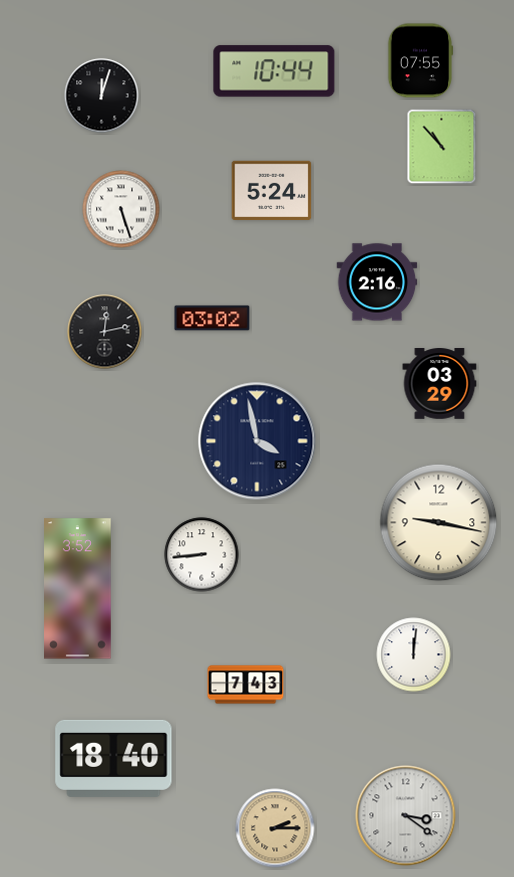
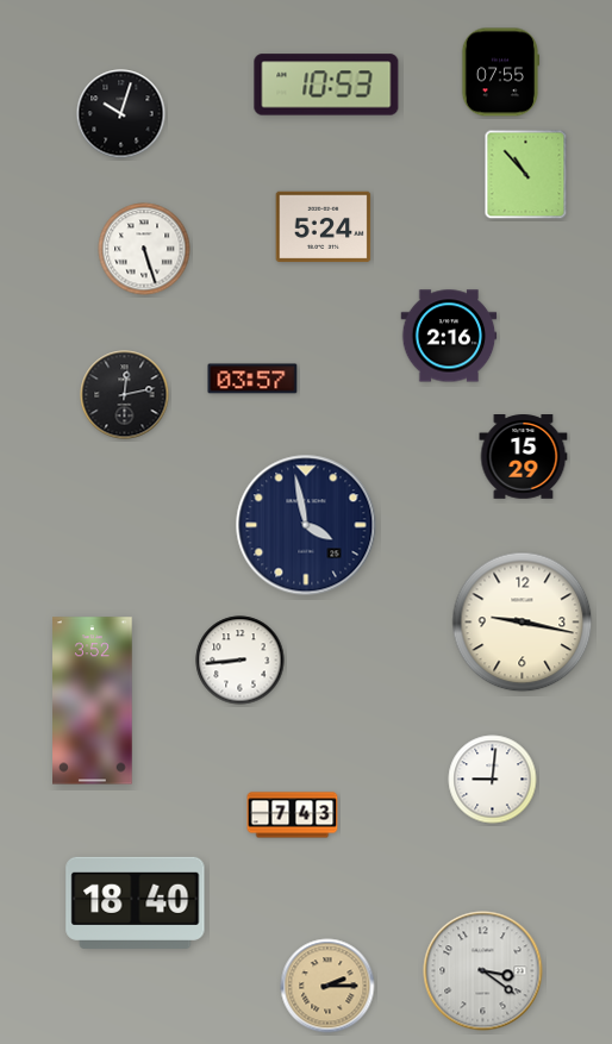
clock at (274, 71): 10:44 -> 10:53
clock at (102, 96): 12:03 -> 10:03
clock at (212, 318): 03:02 -> 03:57
clock at (440, 384): 03:29 -> 15:29
clock at (414, 655): 12:01 -> 9:01
